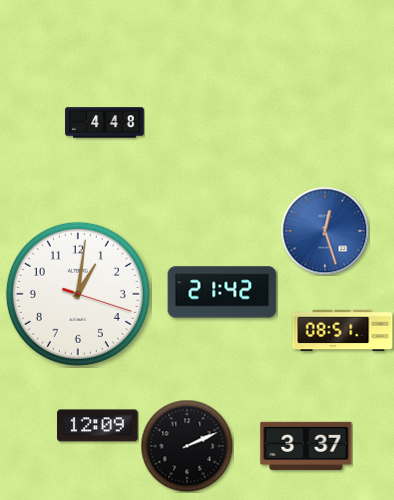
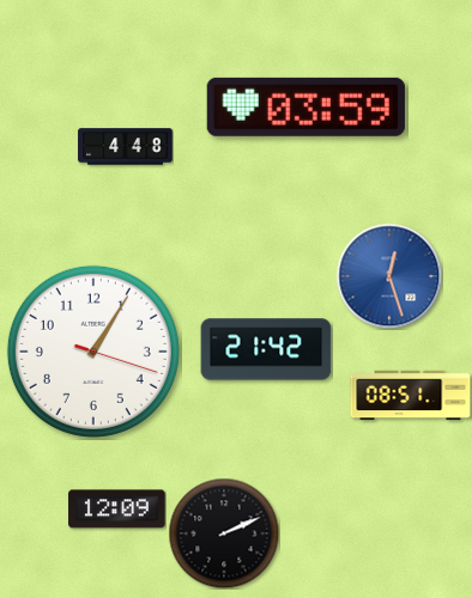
clock at (305, 106): none -> 03:59
clock at (78, 294): 1:01 -> 1:05
clock at (306, 446): 3:37 -> none
